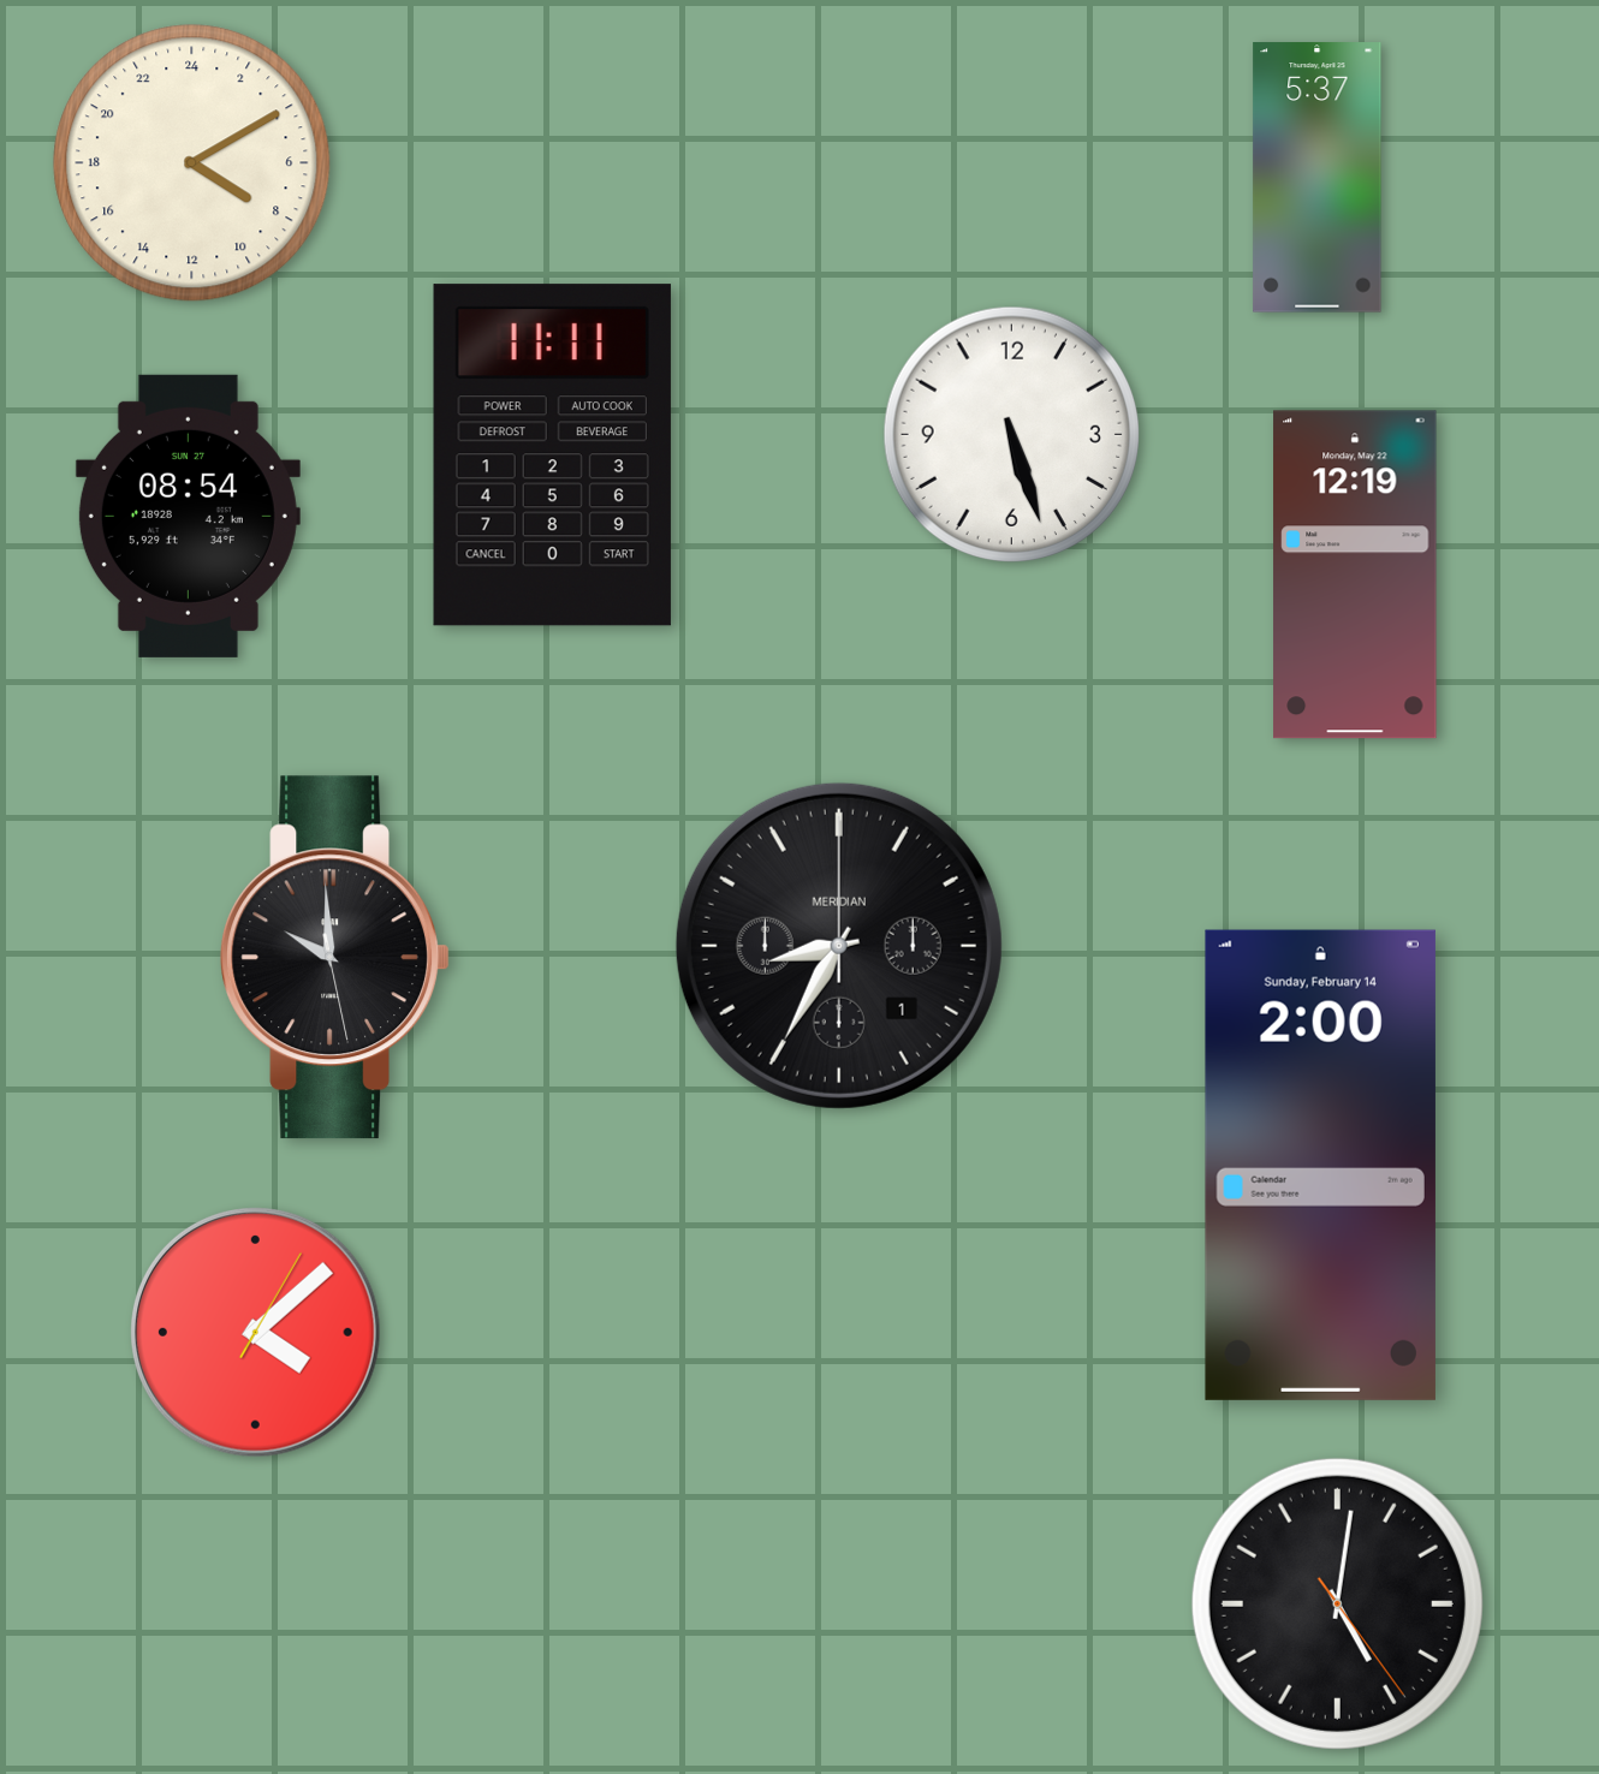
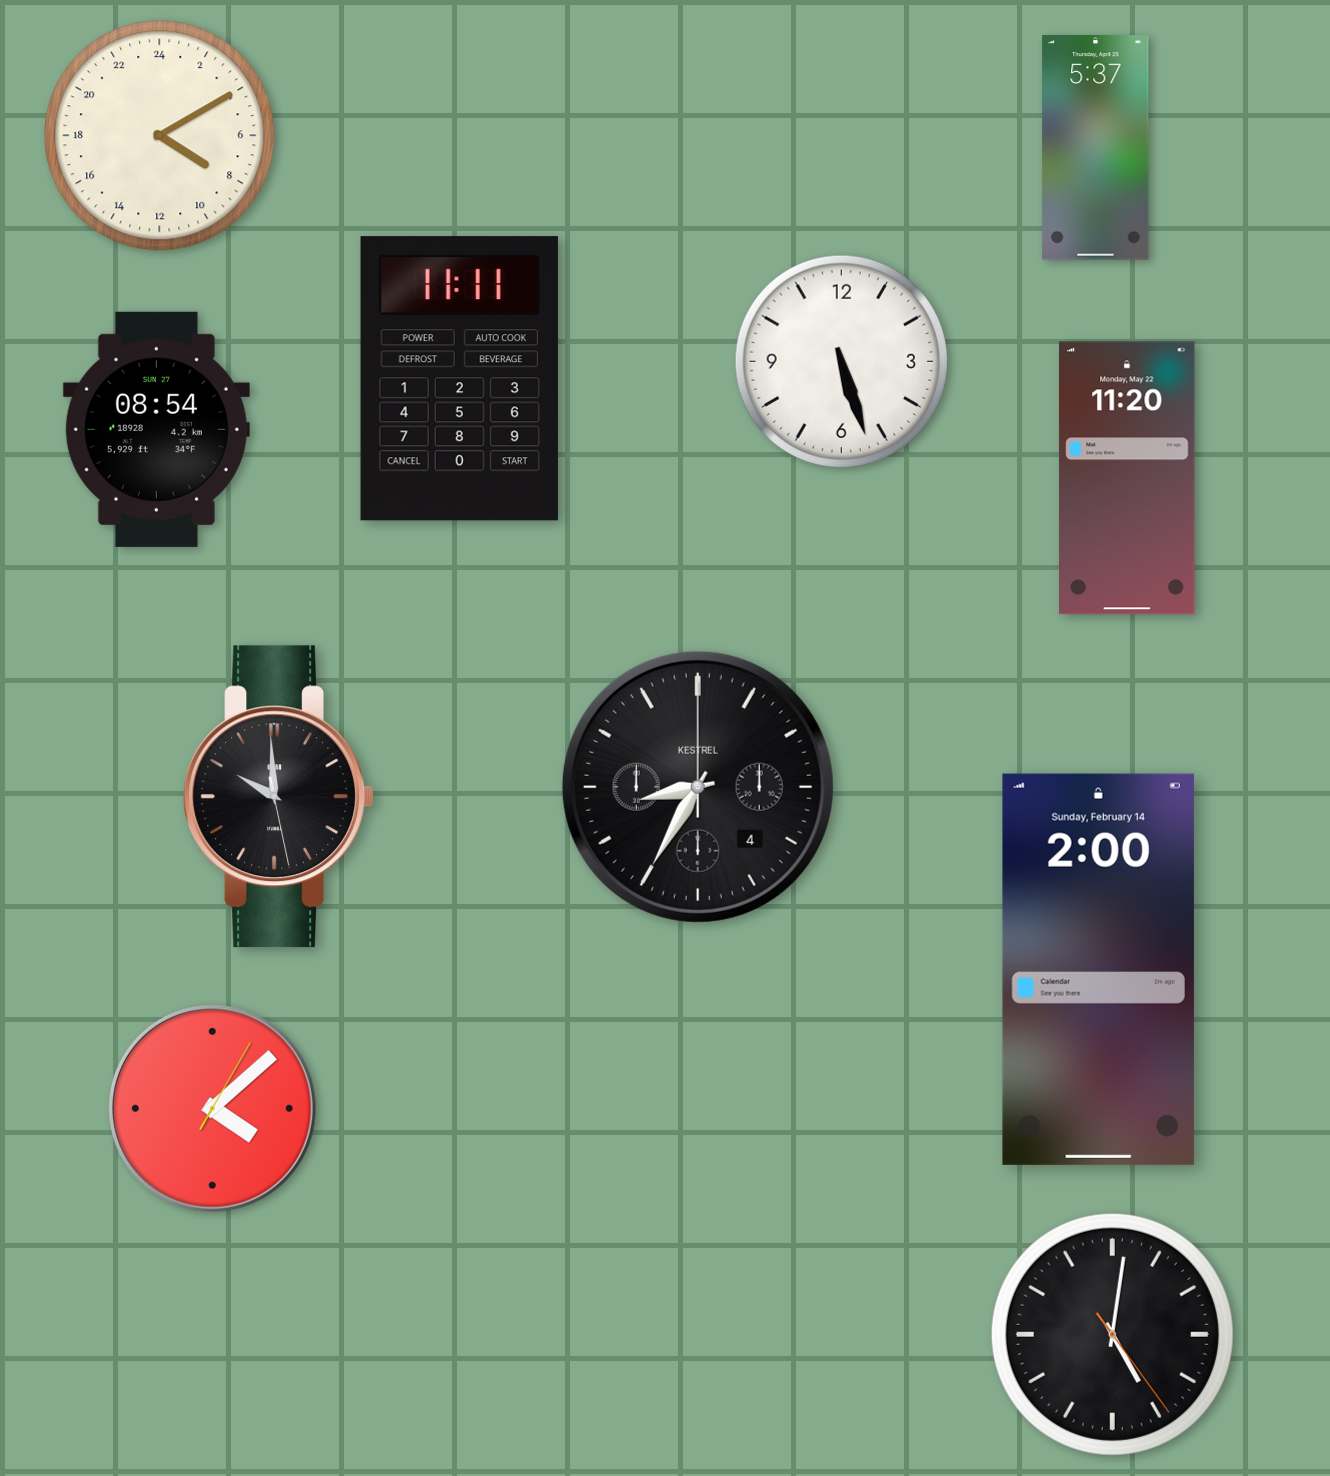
clock at (1355, 575): 12:19 -> 11:20
clock at (839, 946) date: 1 -> 4
clock at (839, 946) brand: MERIDIAN -> KESTREL
